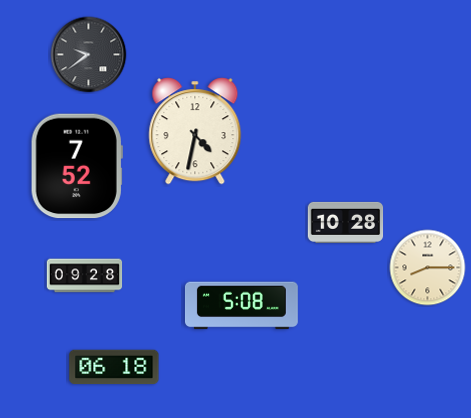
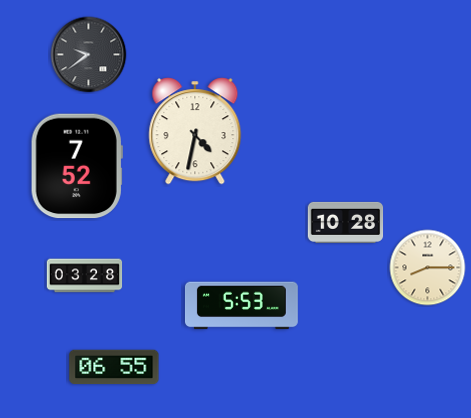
clock at (85, 276): 09:28 -> 03:28
clock at (241, 306): 5:08 -> 5:53
clock at (114, 367): 06:18 -> 06:55
